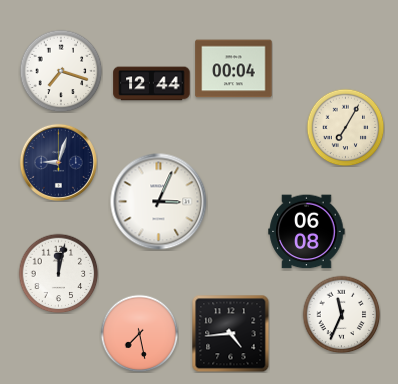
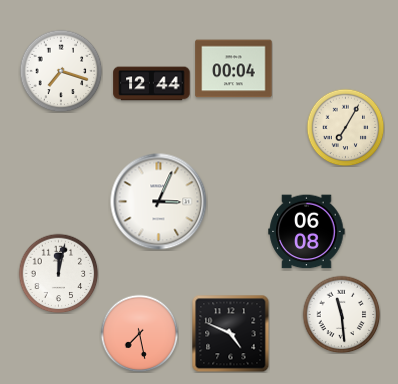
clock at (58, 162): 9:03 -> none
clock at (341, 314): 11:34 -> 11:29
clock at (230, 333): 4:44 -> 4:49
